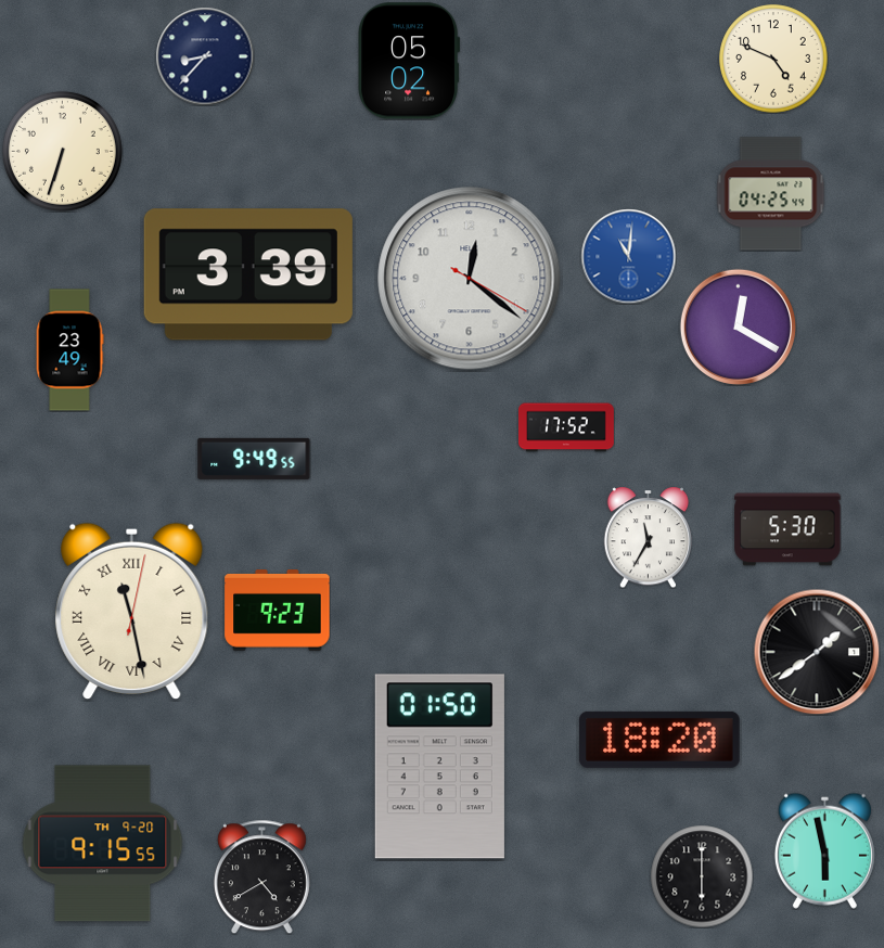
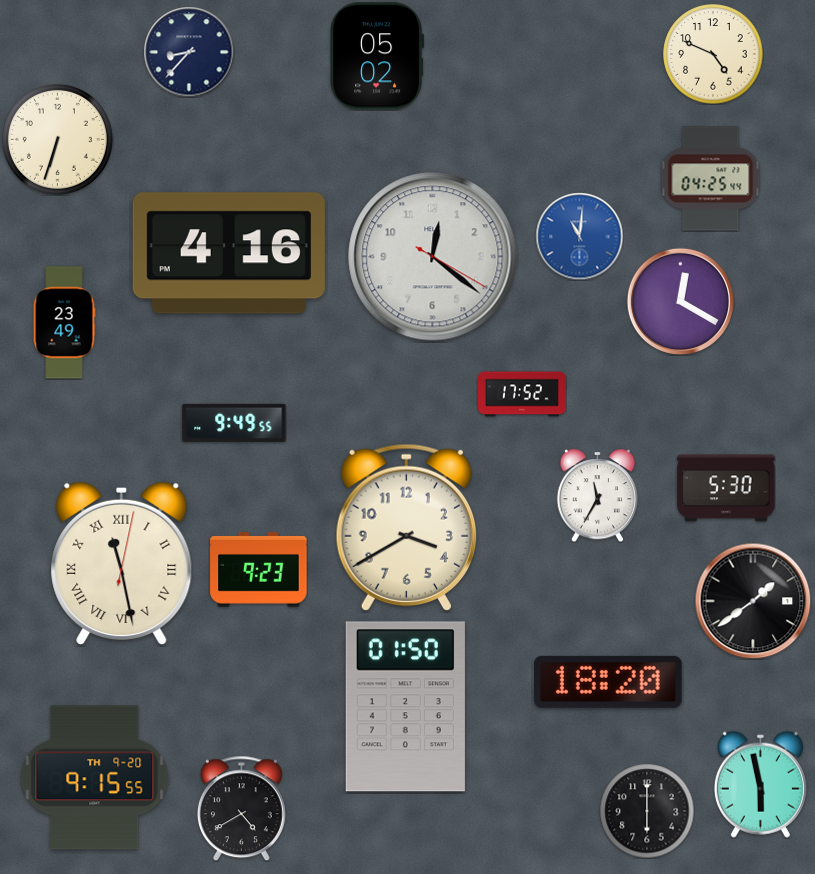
clock at (248, 274): 3:39 -> 4:16
clock at (406, 527): none -> 3:40
clock at (278, 611) position: (278, 611) -> (259, 570)
clock at (702, 876) position: (702, 876) -> (647, 811)
